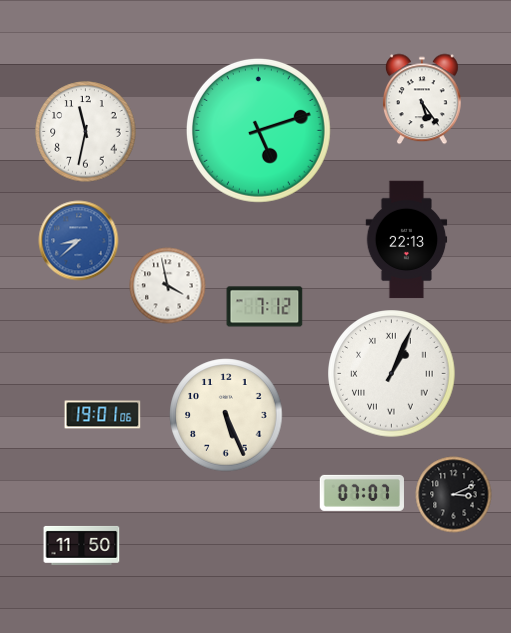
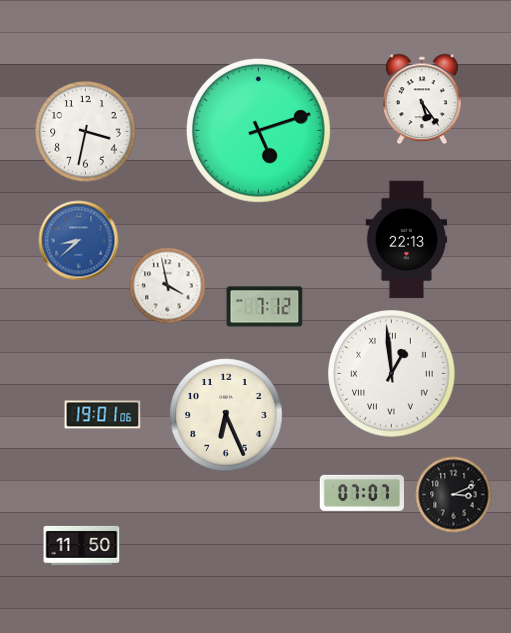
clock at (86, 132): 11:32 -> 3:32
clock at (392, 374): 1:04 -> 12:59
clock at (226, 415): 5:26 -> 6:26
